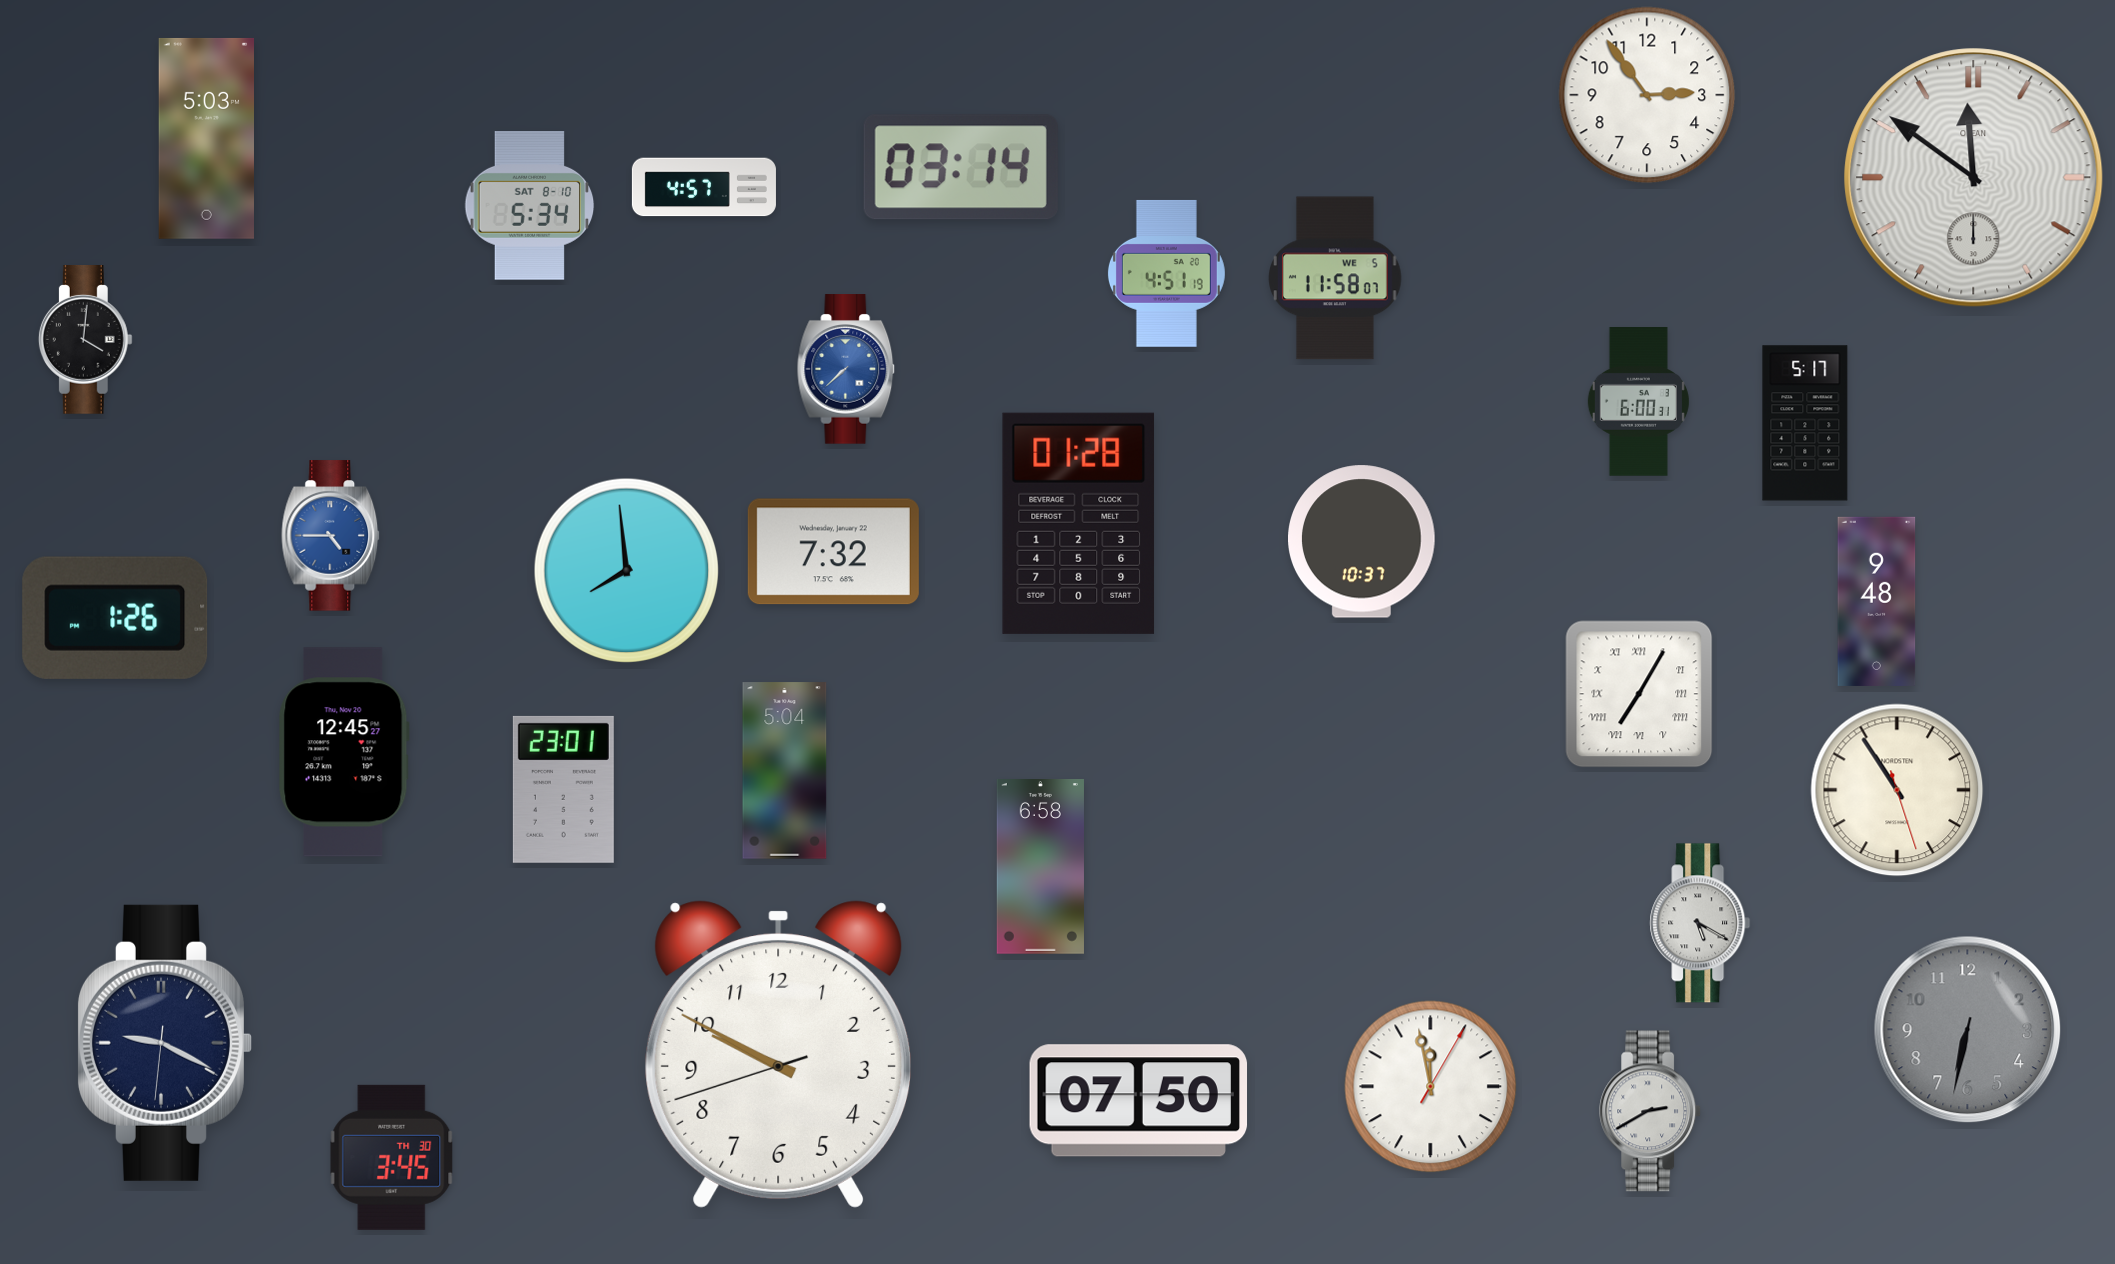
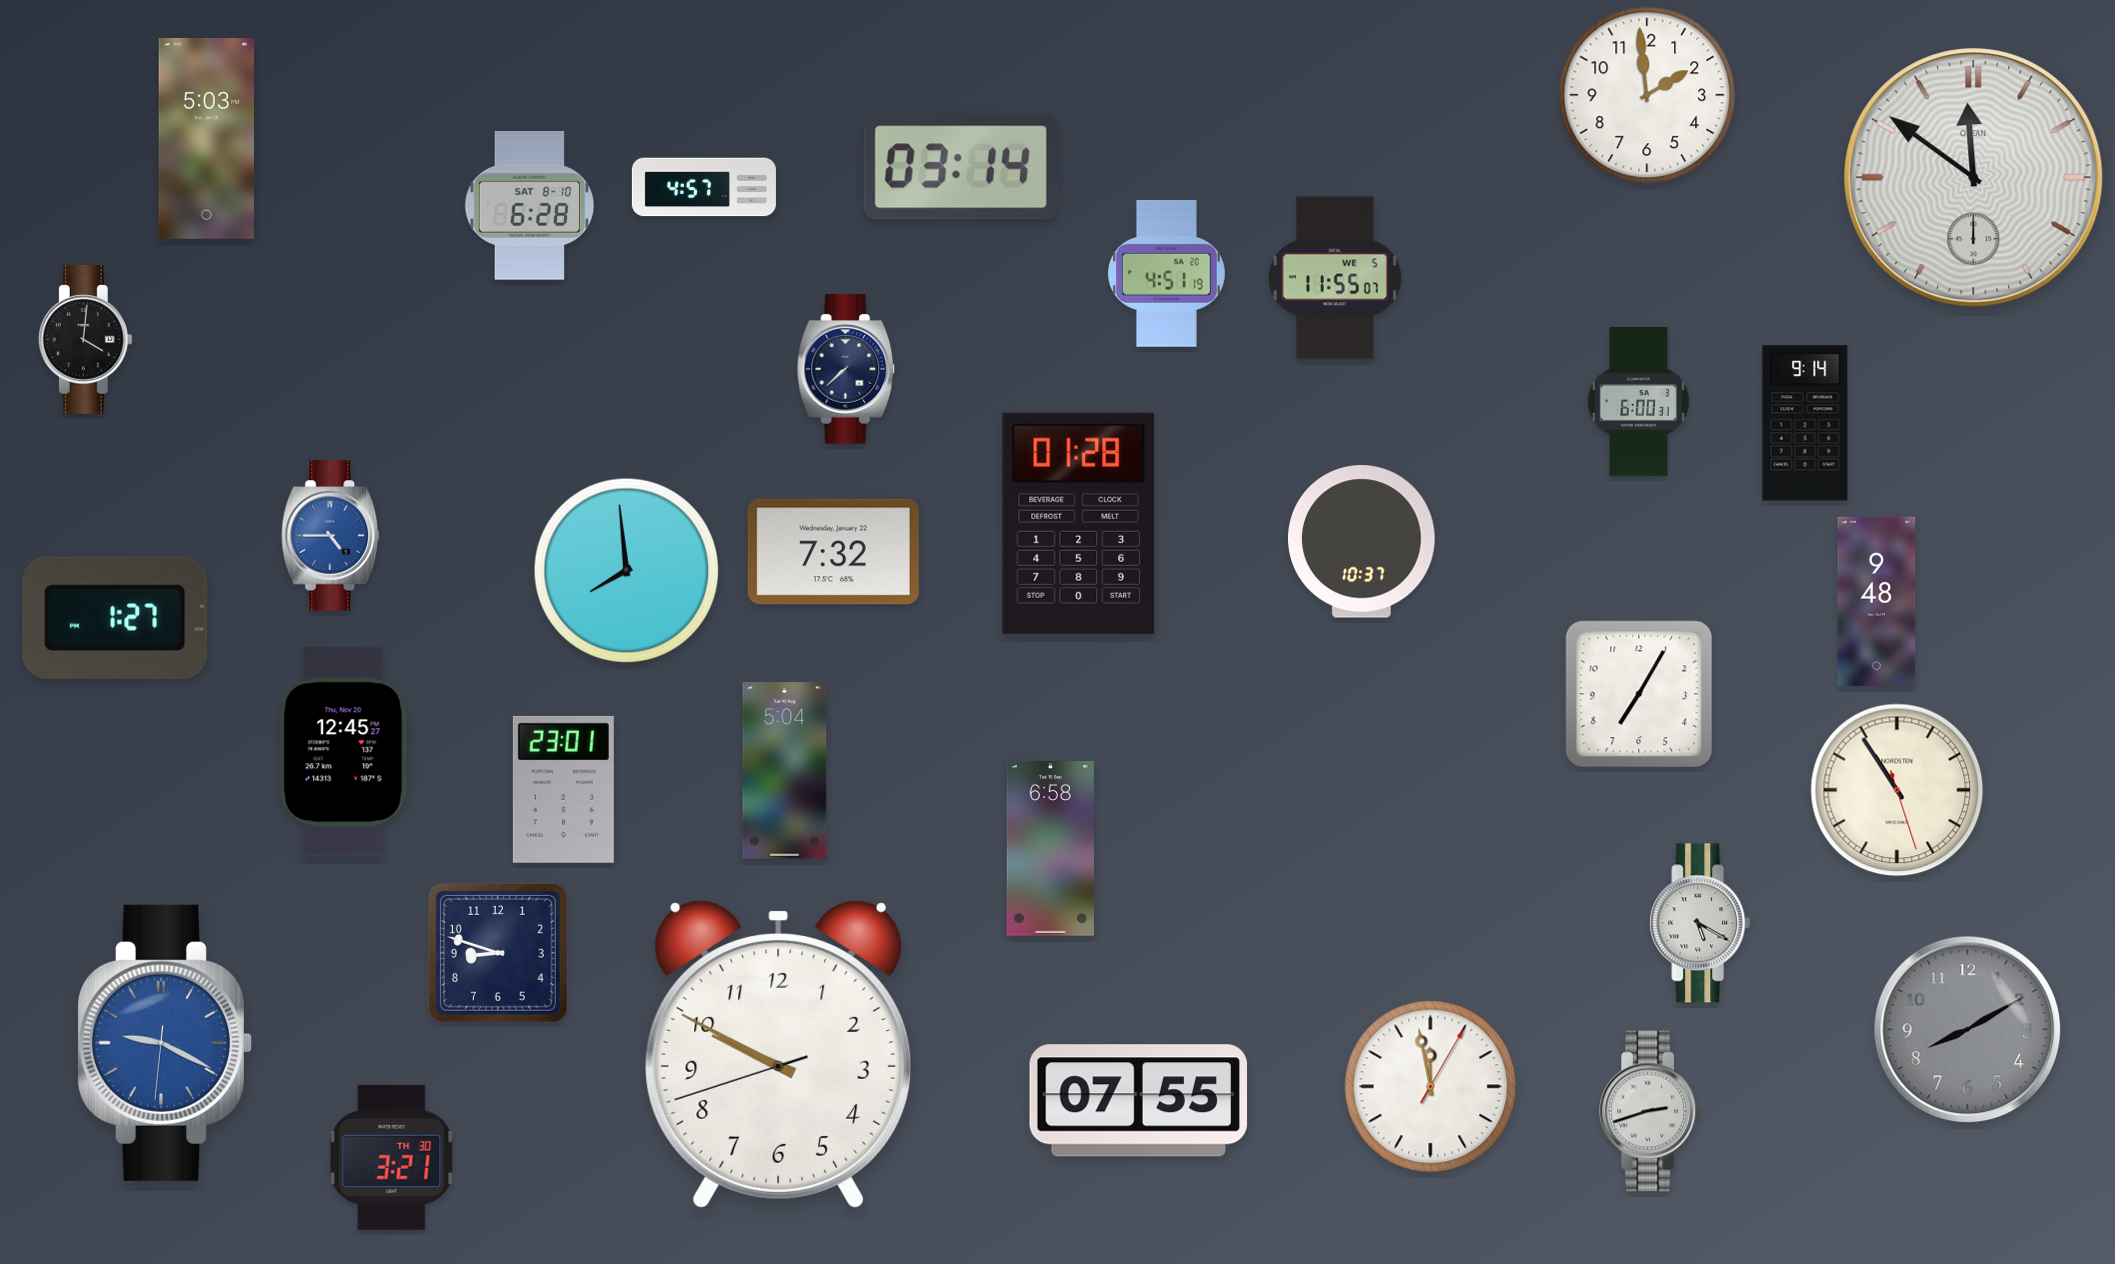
clock at (1647, 95): 2:54 -> 1:59
clock at (530, 206): 5:34 -> 6:28
clock at (1336, 278): 11:58 -> 11:55
clock at (846, 369) dial: blue -> navy
clock at (1805, 423): 5:17 -> 9:14
clock at (115, 618): 1:26 -> 1:27
clock at (1639, 694) numerals: Roman -> Arabic
clock at (1040, 867) position: (1040, 867) -> (1050, 849)
clock at (498, 953): none -> 8:48
clock at (1968, 1030): 6:32 -> 8:10
clock at (164, 1043) dial: navy -> blue
clock at (1139, 1101): 07:50 -> 07:55
clock at (1651, 1111): 2:40 -> 2:42
clock at (392, 1157): 3:45 -> 3:21
